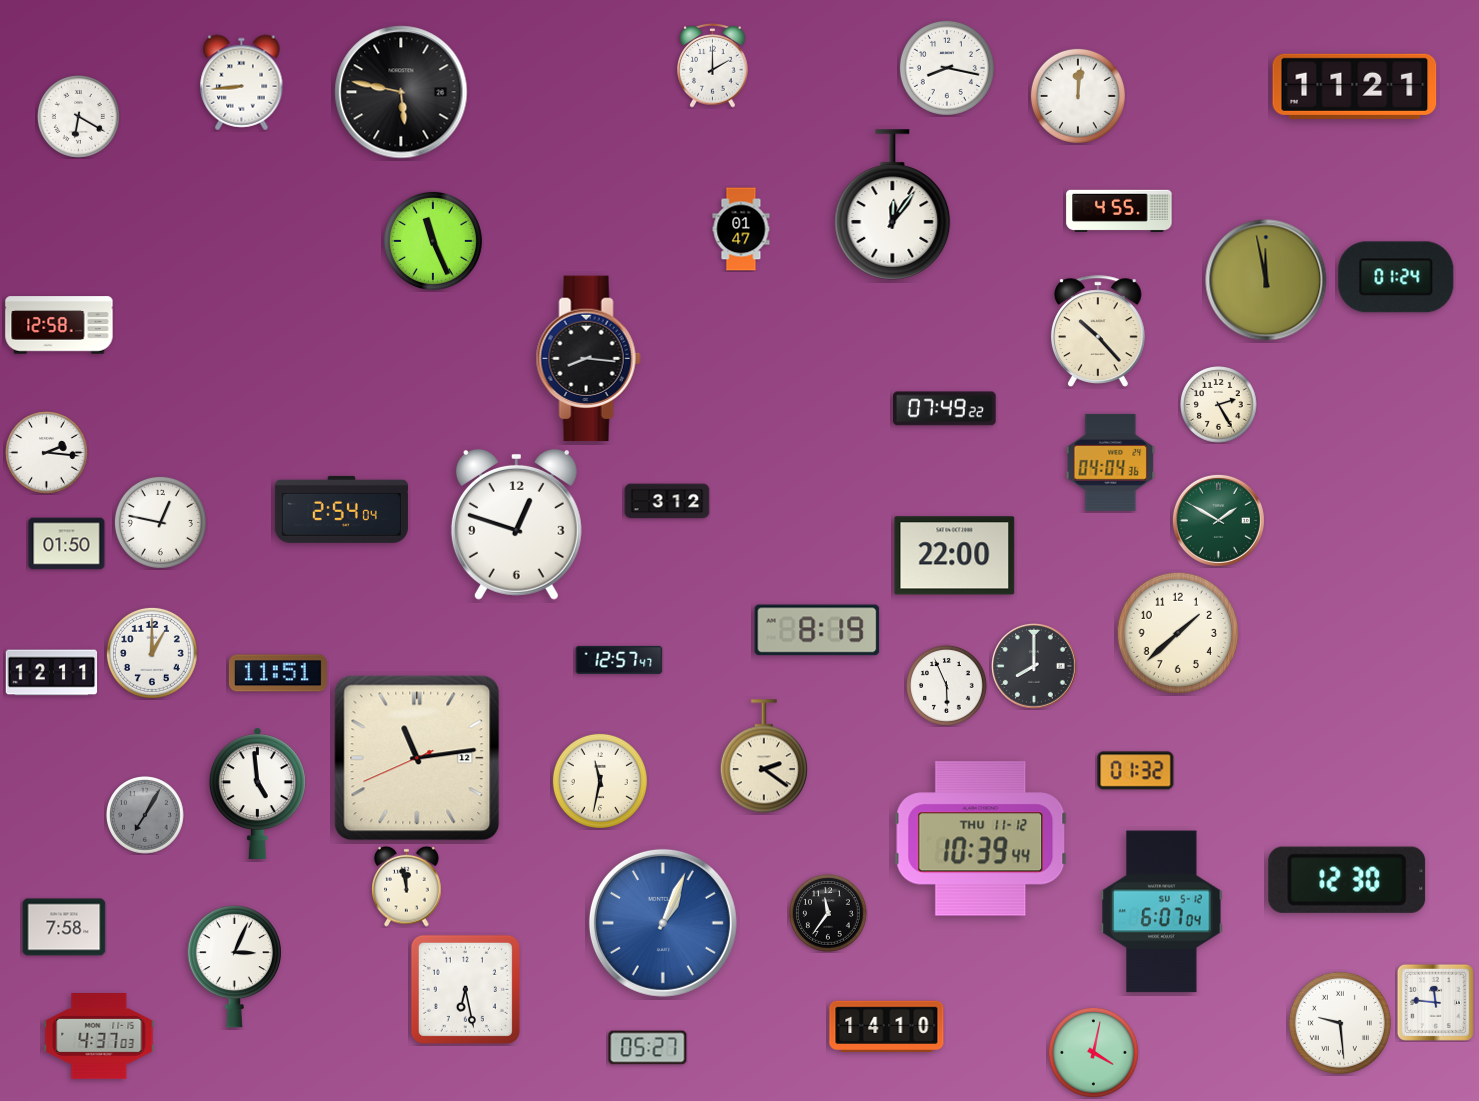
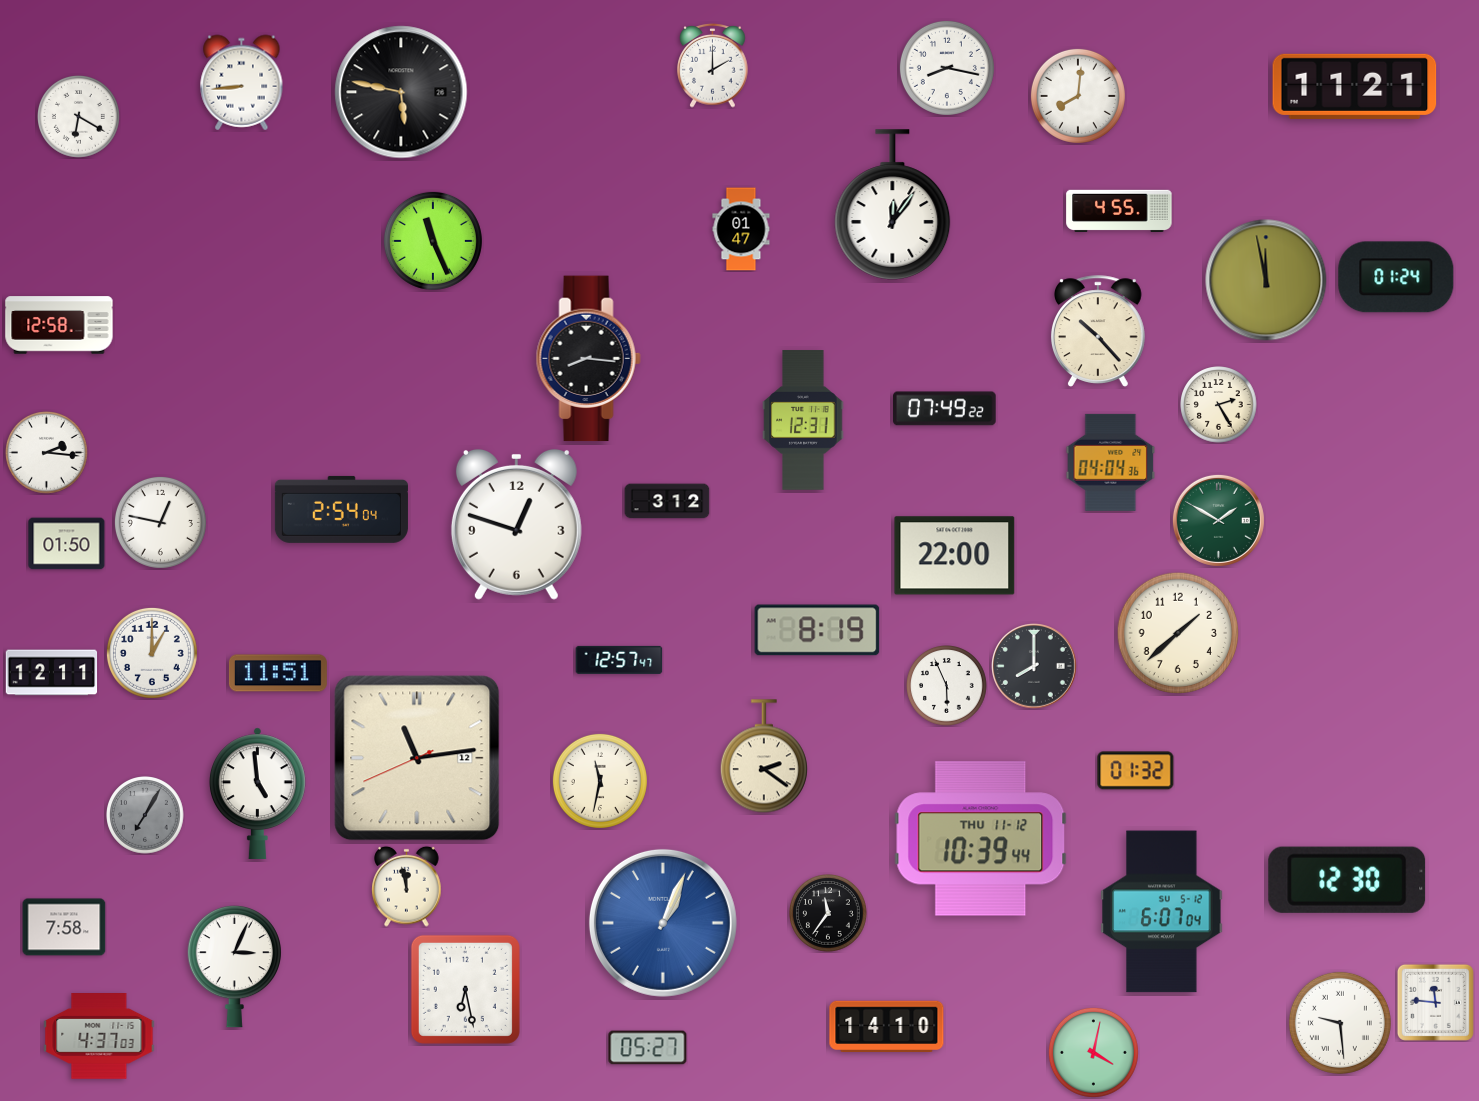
clock at (1078, 96): 12:01 -> 8:01
clock at (803, 420): none -> 12:31
